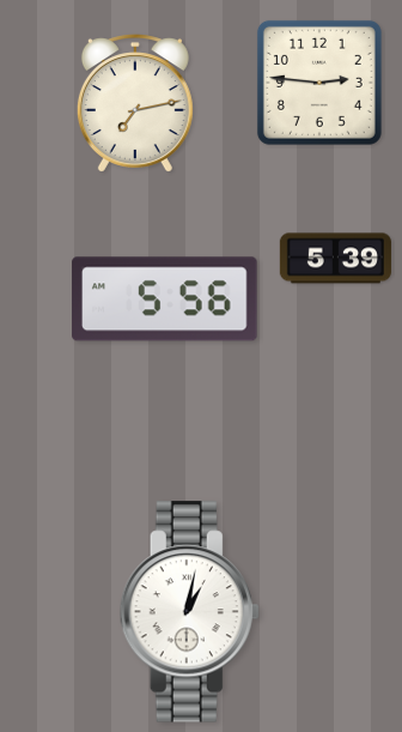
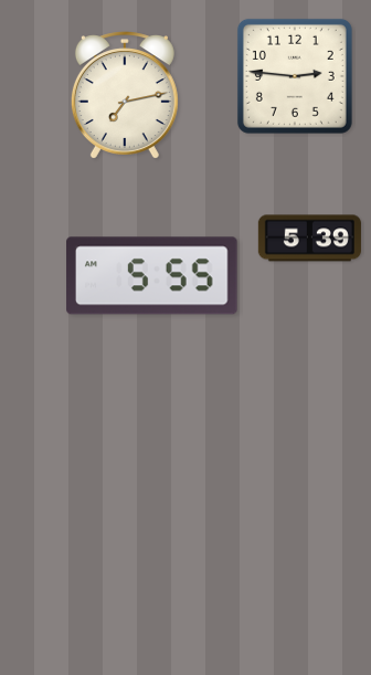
clock at (165, 300): 5:56 -> 5:55
clock at (189, 612): 1:02 -> none
